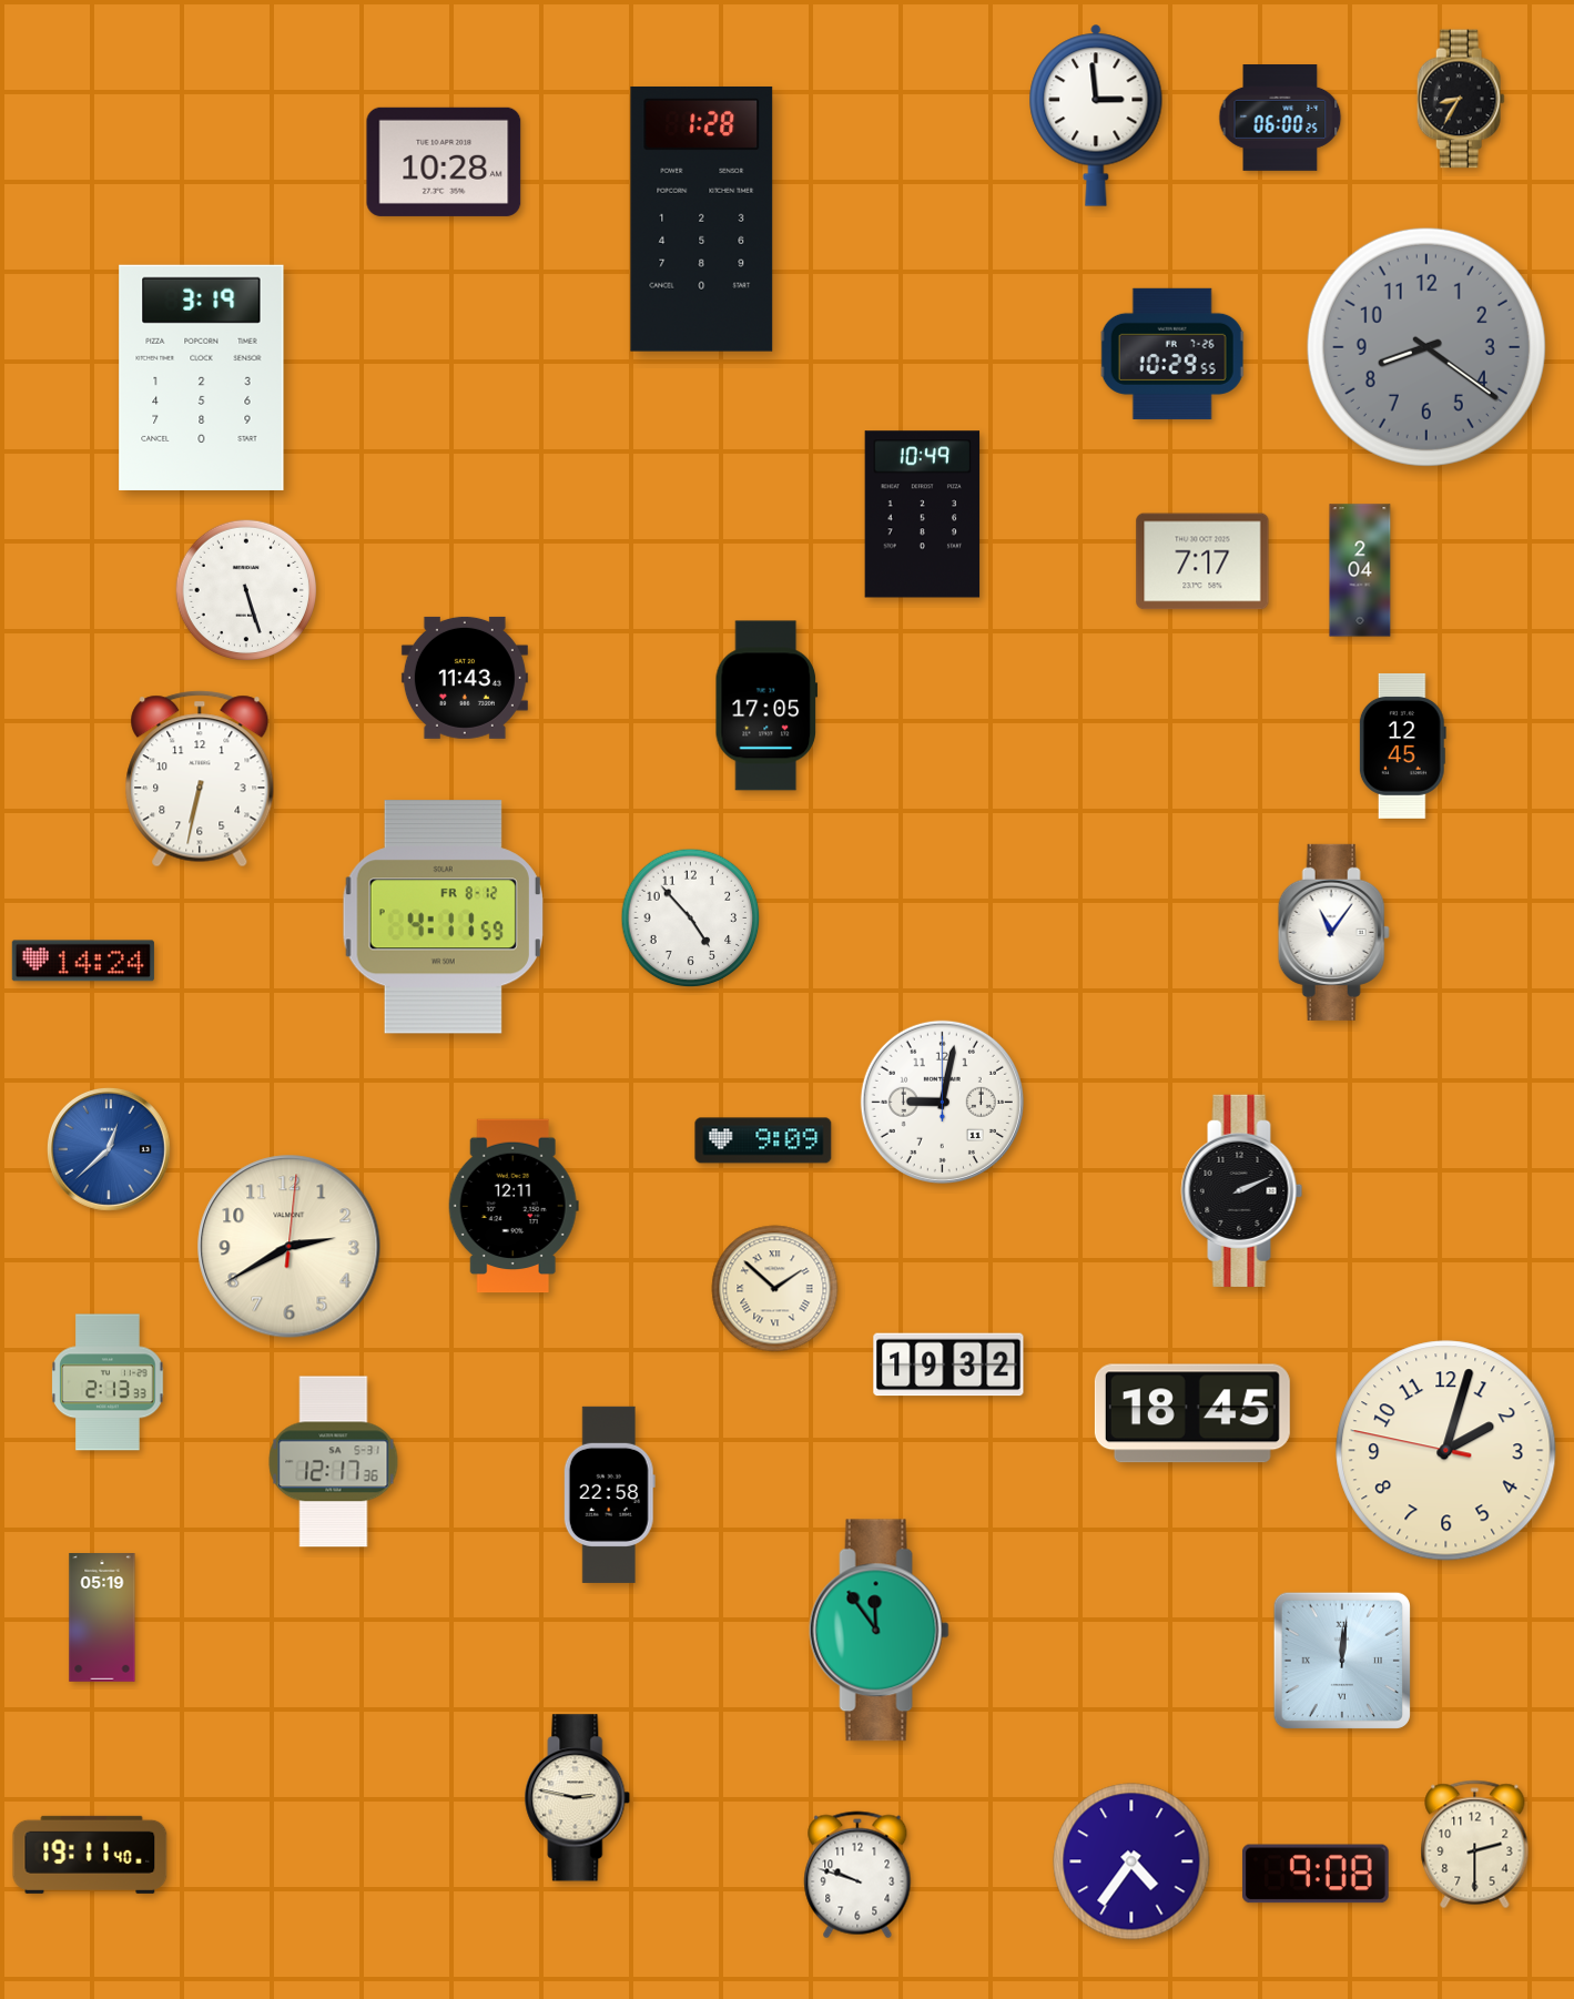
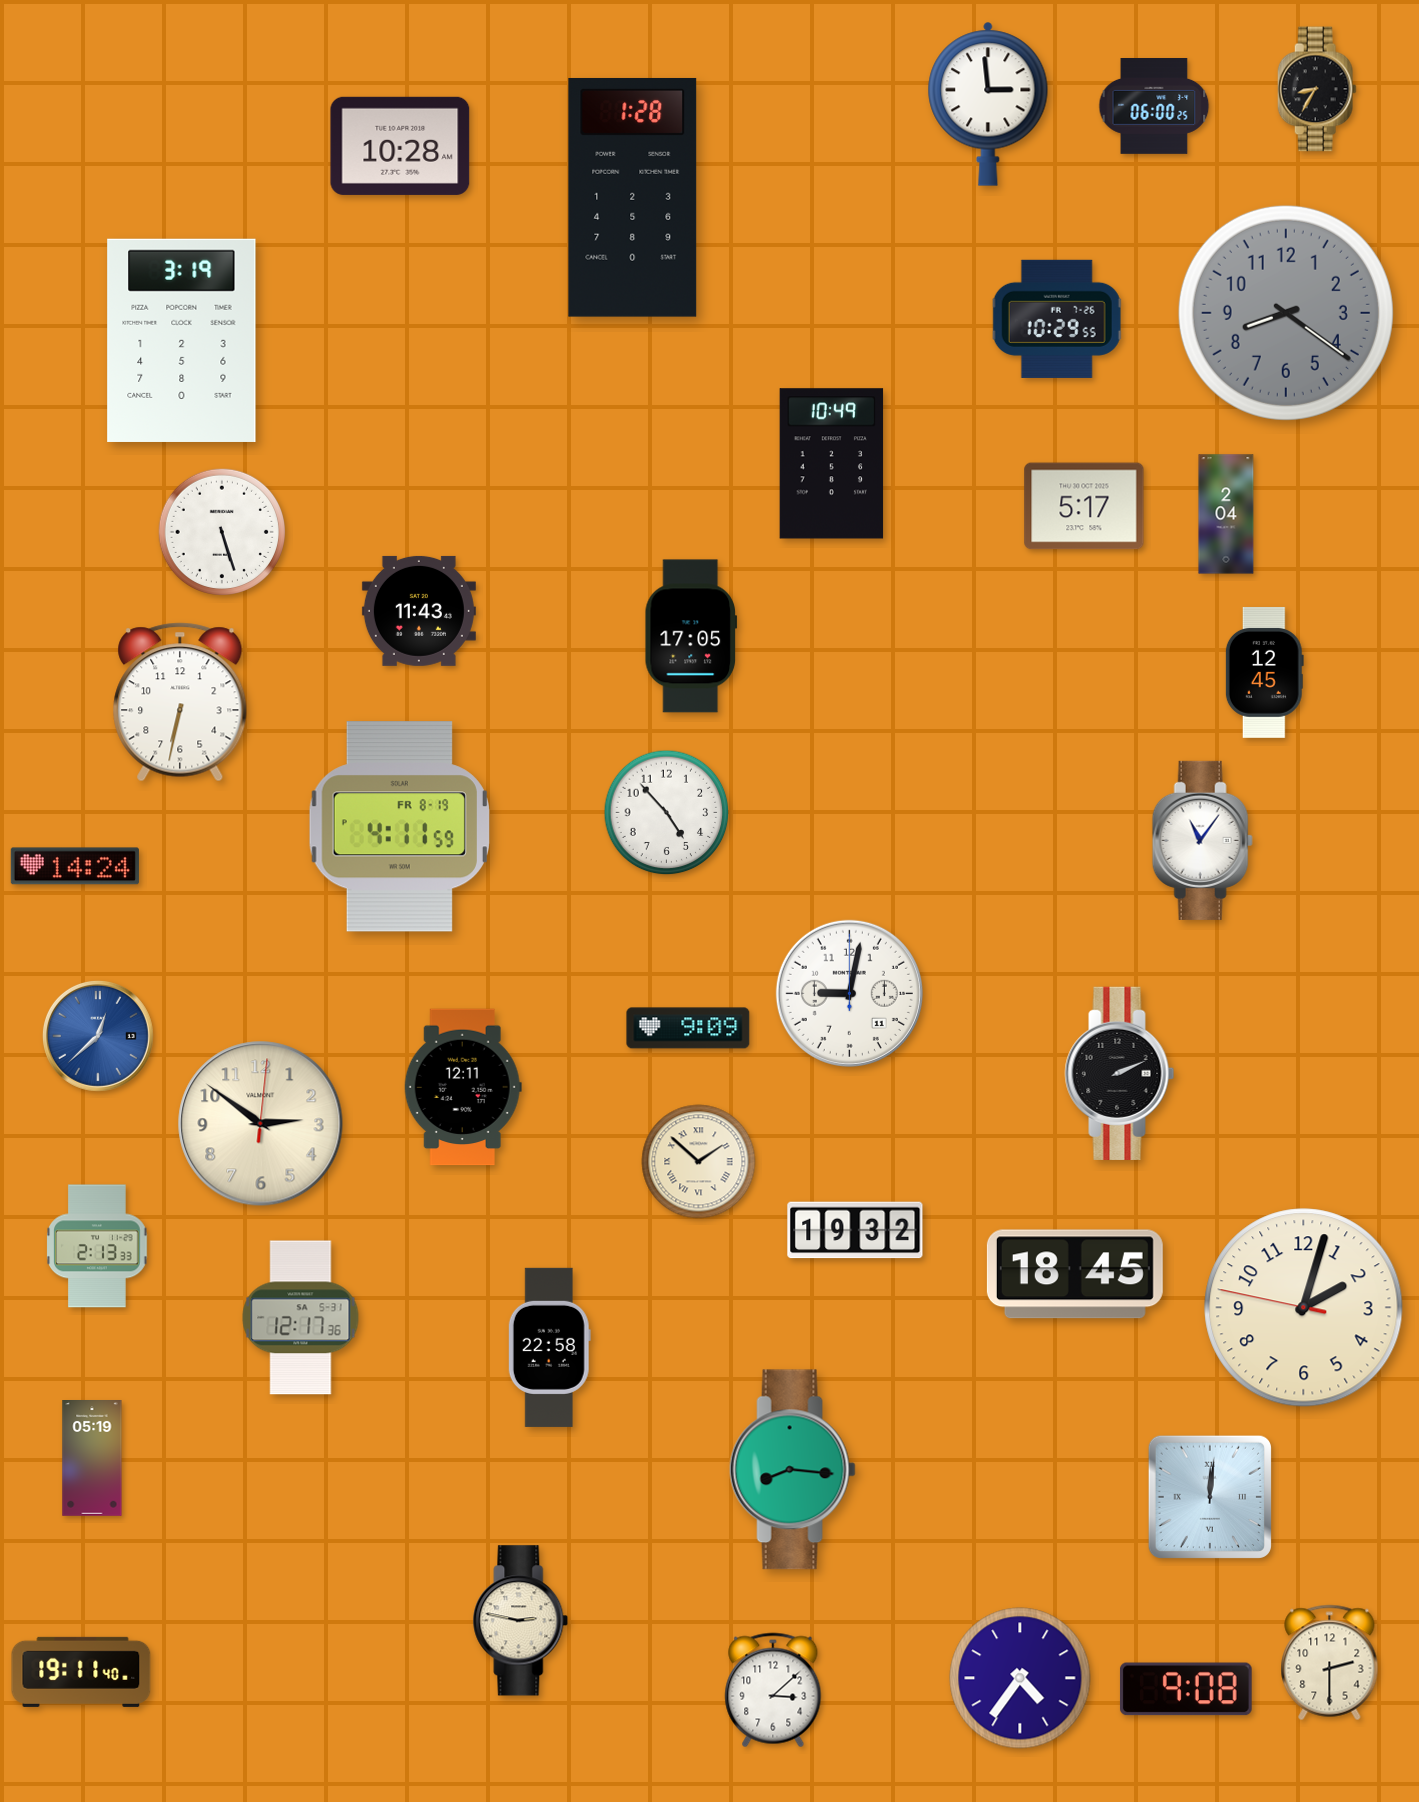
clock at (1202, 561): 7:17 -> 5:17
clock at (443, 917) date: FR 8-12 -> FR 8-19
clock at (691, 919) position: (691, 919) -> (667, 813)
clock at (290, 1247): 2:40 -> 2:51
clock at (879, 1631): 11:54 -> 8:16
clock at (857, 1875): 9:48 -> 3:08
